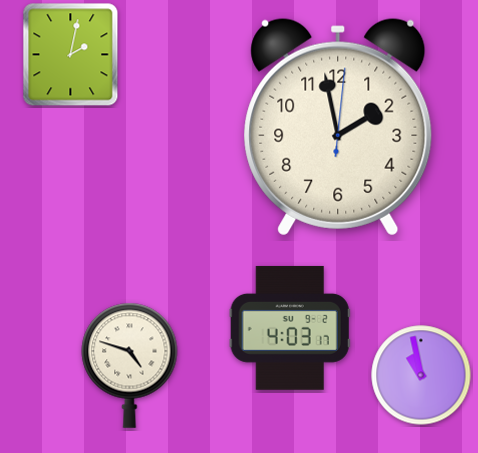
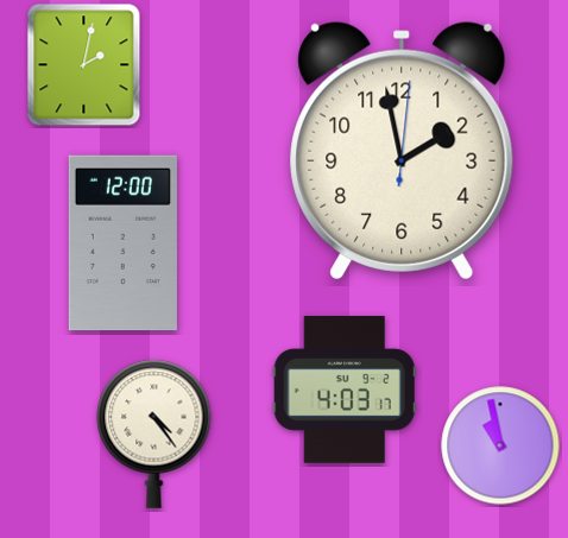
clock at (122, 243): none -> 12:00
clock at (130, 365): 4:48 -> 4:24
